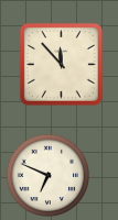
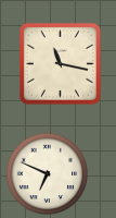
clock at (61, 64): 11:53 -> 11:17
